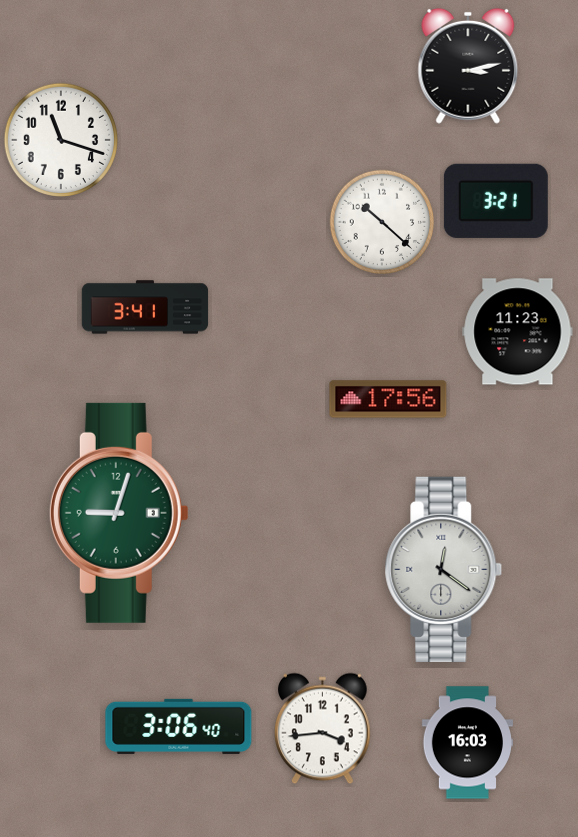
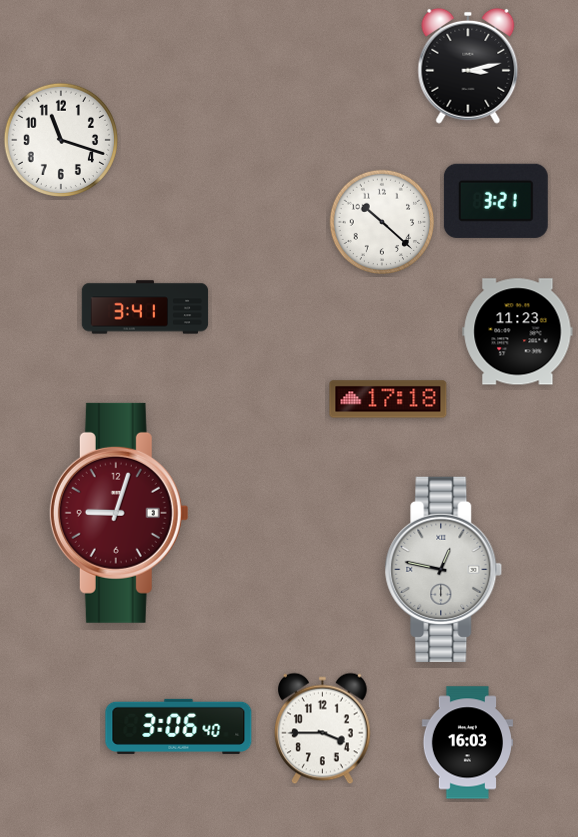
clock at (388, 399): 17:56 -> 17:18
clock at (119, 513) dial: green -> burgundy
clock at (444, 569): 12:21 -> 12:47
clock at (323, 729): 3:44 -> 3:45
